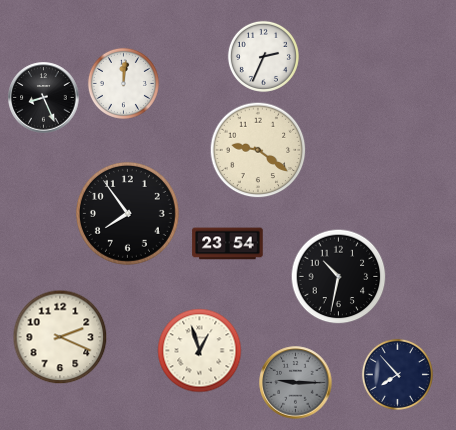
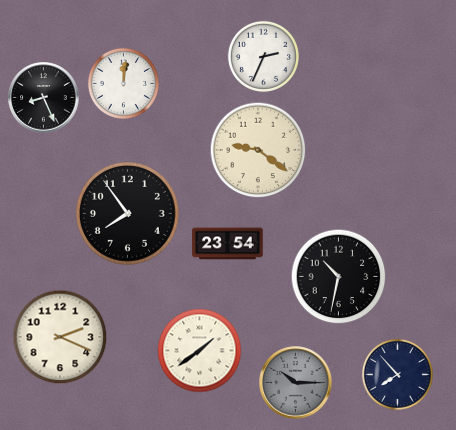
clock at (200, 351): 12:57 -> 1:39
clock at (296, 383): 9:15 -> 10:15
